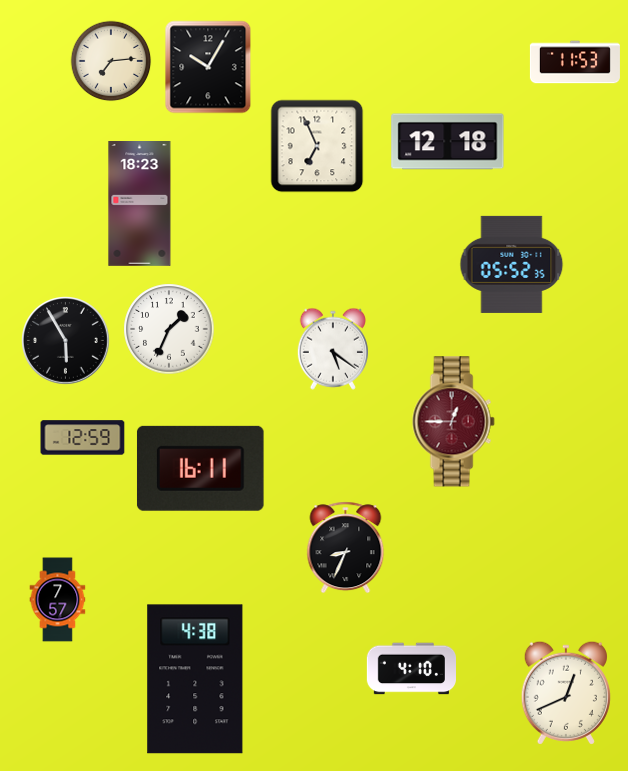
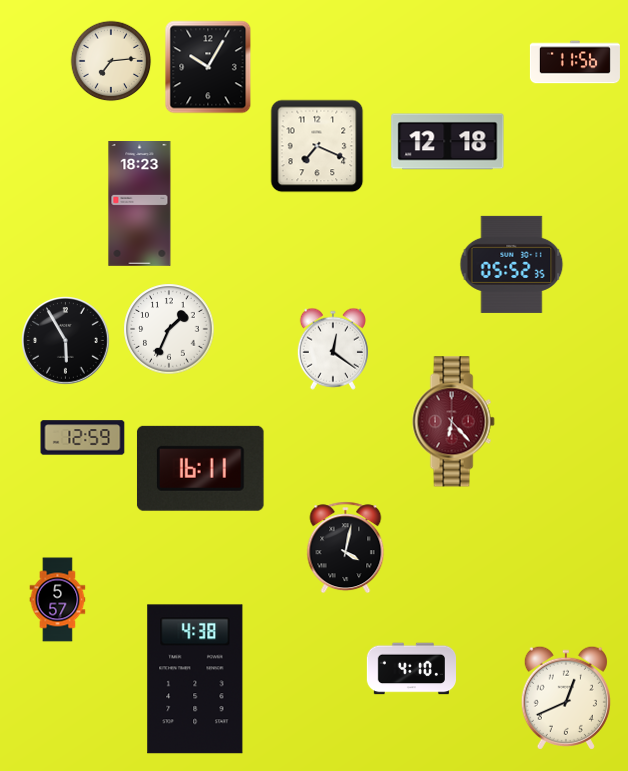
clock at (575, 62): 11:53 -> 11:56
clock at (317, 146): 6:56 -> 7:19
clock at (333, 349): 5:21 -> 12:21
clock at (453, 422): 12:45 -> 6:23
clock at (346, 548): 8:34 -> 4:02
clock at (58, 600): 7:57 -> 5:57
clock at (566, 693) position: (566, 693) -> (566, 698)
